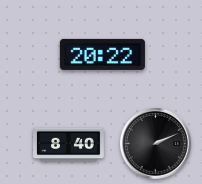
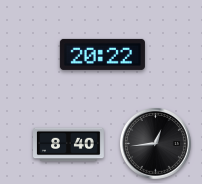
clock at (155, 143): 2:11 -> 12:44
